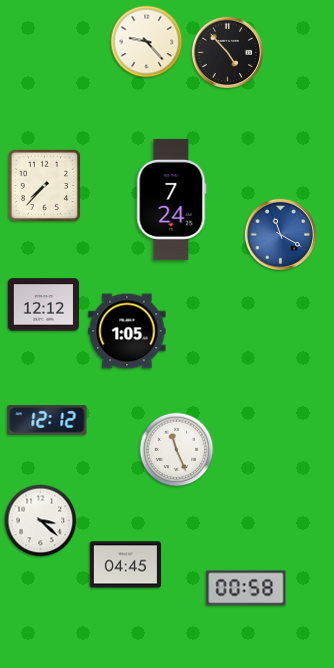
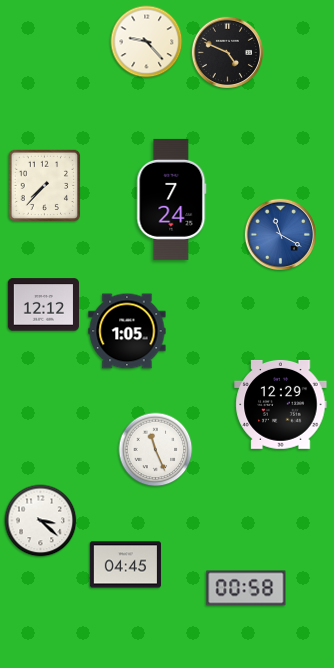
clock at (227, 52): 4:53 -> 4:49
clock at (281, 404): none -> 12:29
clock at (47, 420): 12:12 -> none
clock at (177, 450) position: (177, 450) -> (156, 450)
